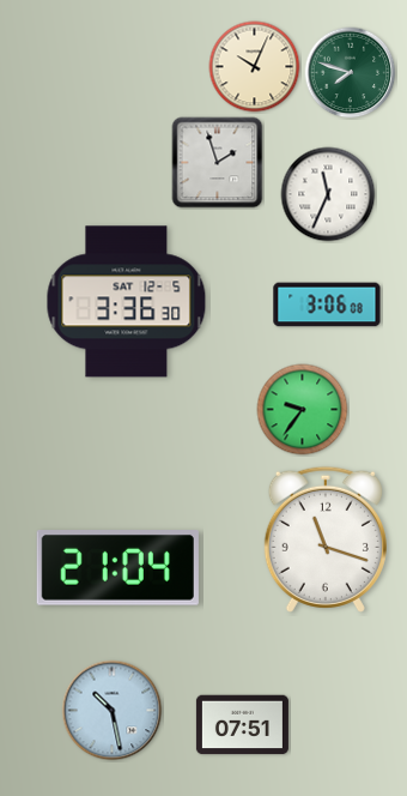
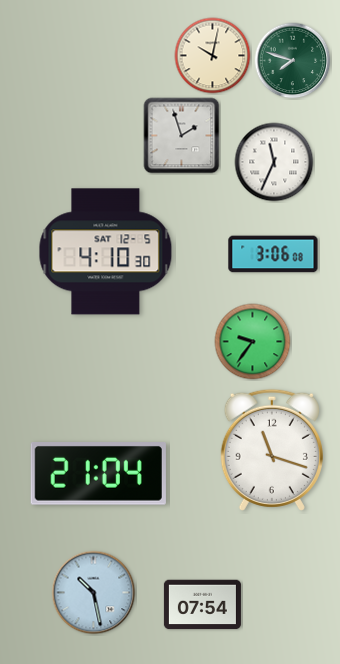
clock at (255, 67): 10:04 -> 10:02
clock at (127, 302): 3:36 -> 4:10
clock at (242, 725): 07:51 -> 07:54
